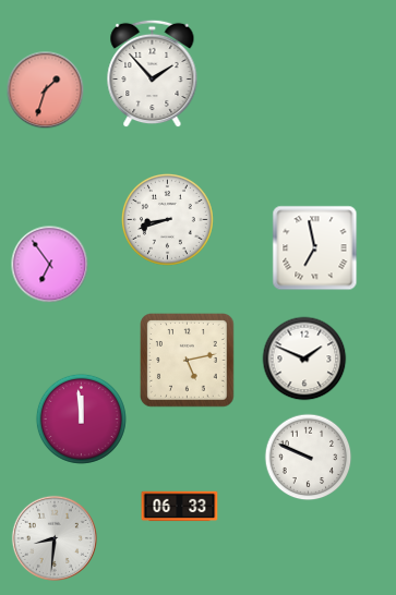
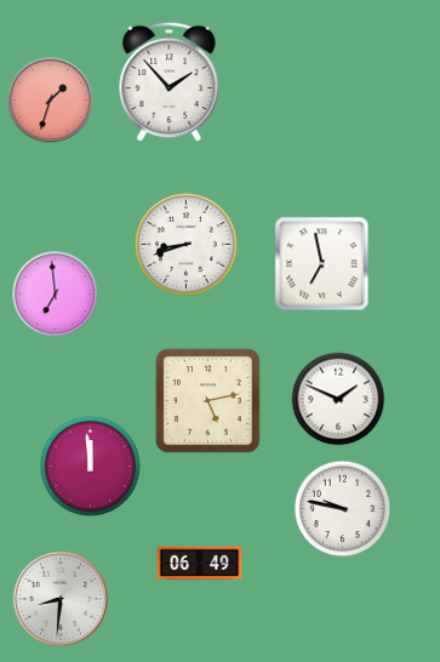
clock at (315, 248) position: (315, 248) -> (322, 264)
clock at (50, 265): 6:54 -> 6:59
clock at (309, 458): 9:49 -> 9:47
clock at (180, 507): 06:33 -> 06:49
